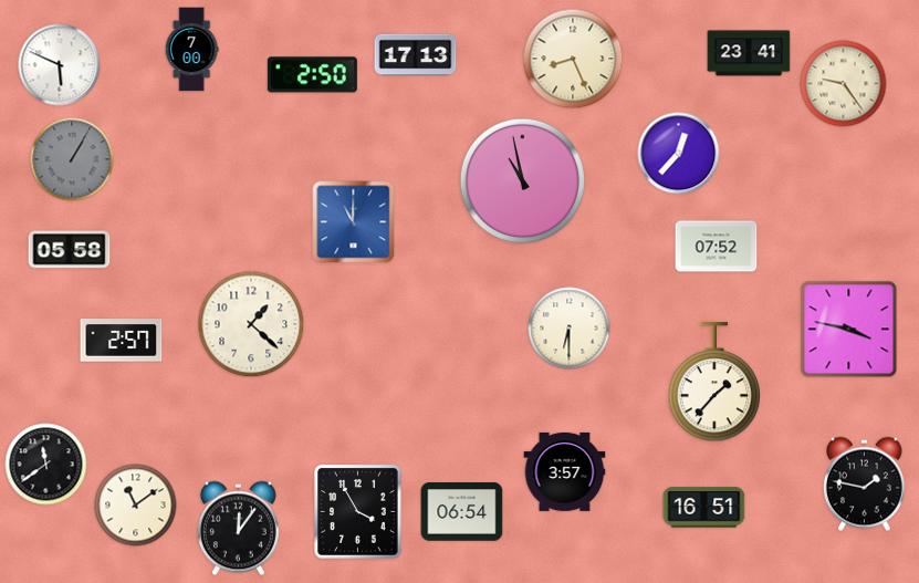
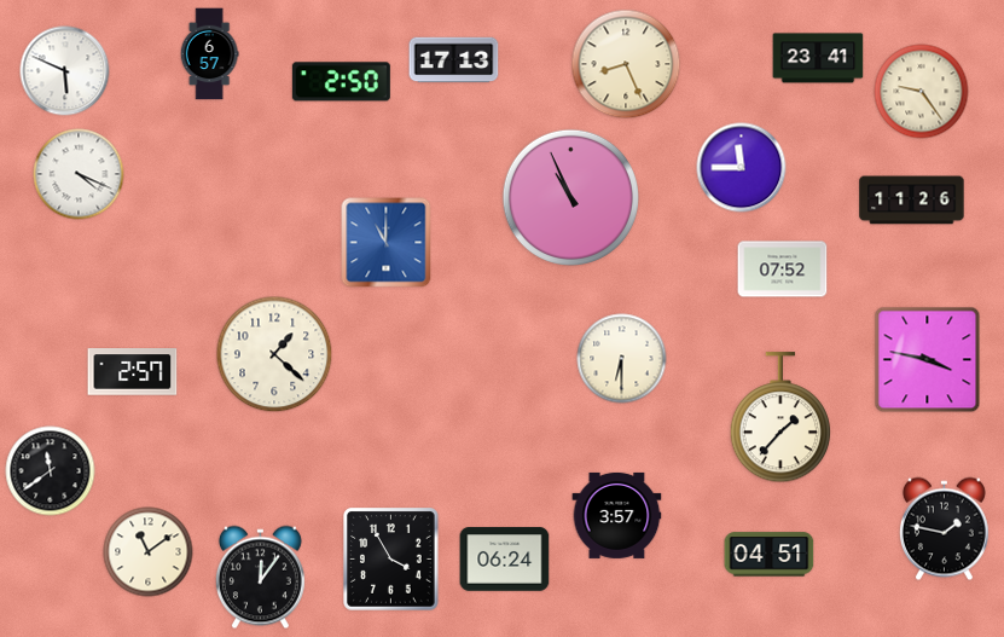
clock at (191, 50): 7:00 -> 6:57
clock at (679, 154): 12:37 -> 11:45
clock at (72, 159): 1:05 -> 4:19
clock at (72, 159) dial: grey -> white
clock at (522, 180): 10:58 -> 10:56
clock at (912, 201): none -> 11:26
clock at (70, 250): 05:58 -> none
clock at (46, 465) position: (46, 465) -> (51, 471)
clock at (704, 508): 16:51 -> 04:51
clock at (462, 512): 06:54 -> 06:24
